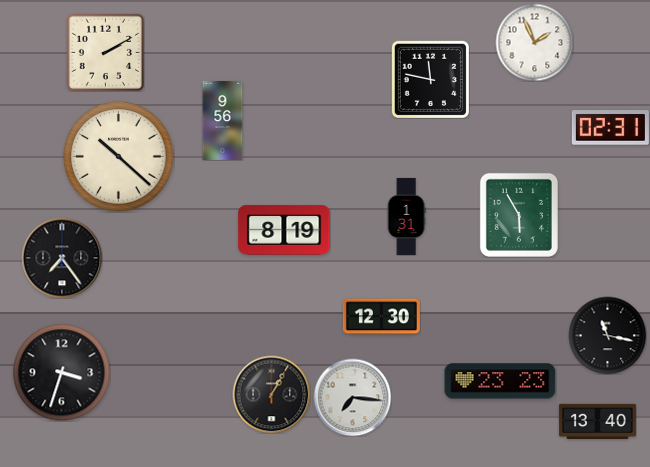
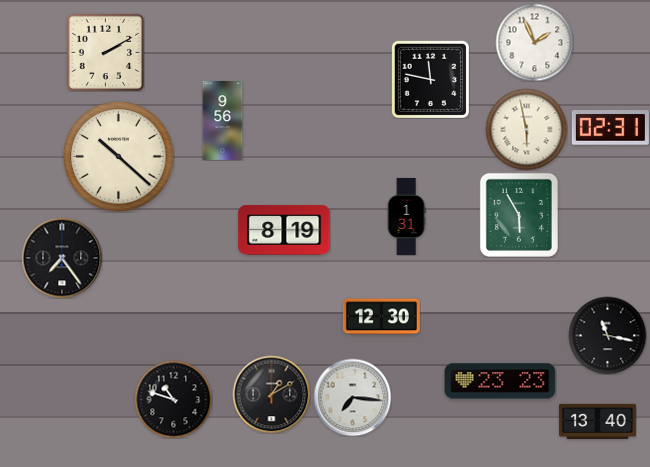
clock at (526, 129): none -> 5:58
clock at (61, 372): 3:33 -> none
clock at (271, 394): 1:05 -> 1:10
clock at (173, 399): none -> 10:48
